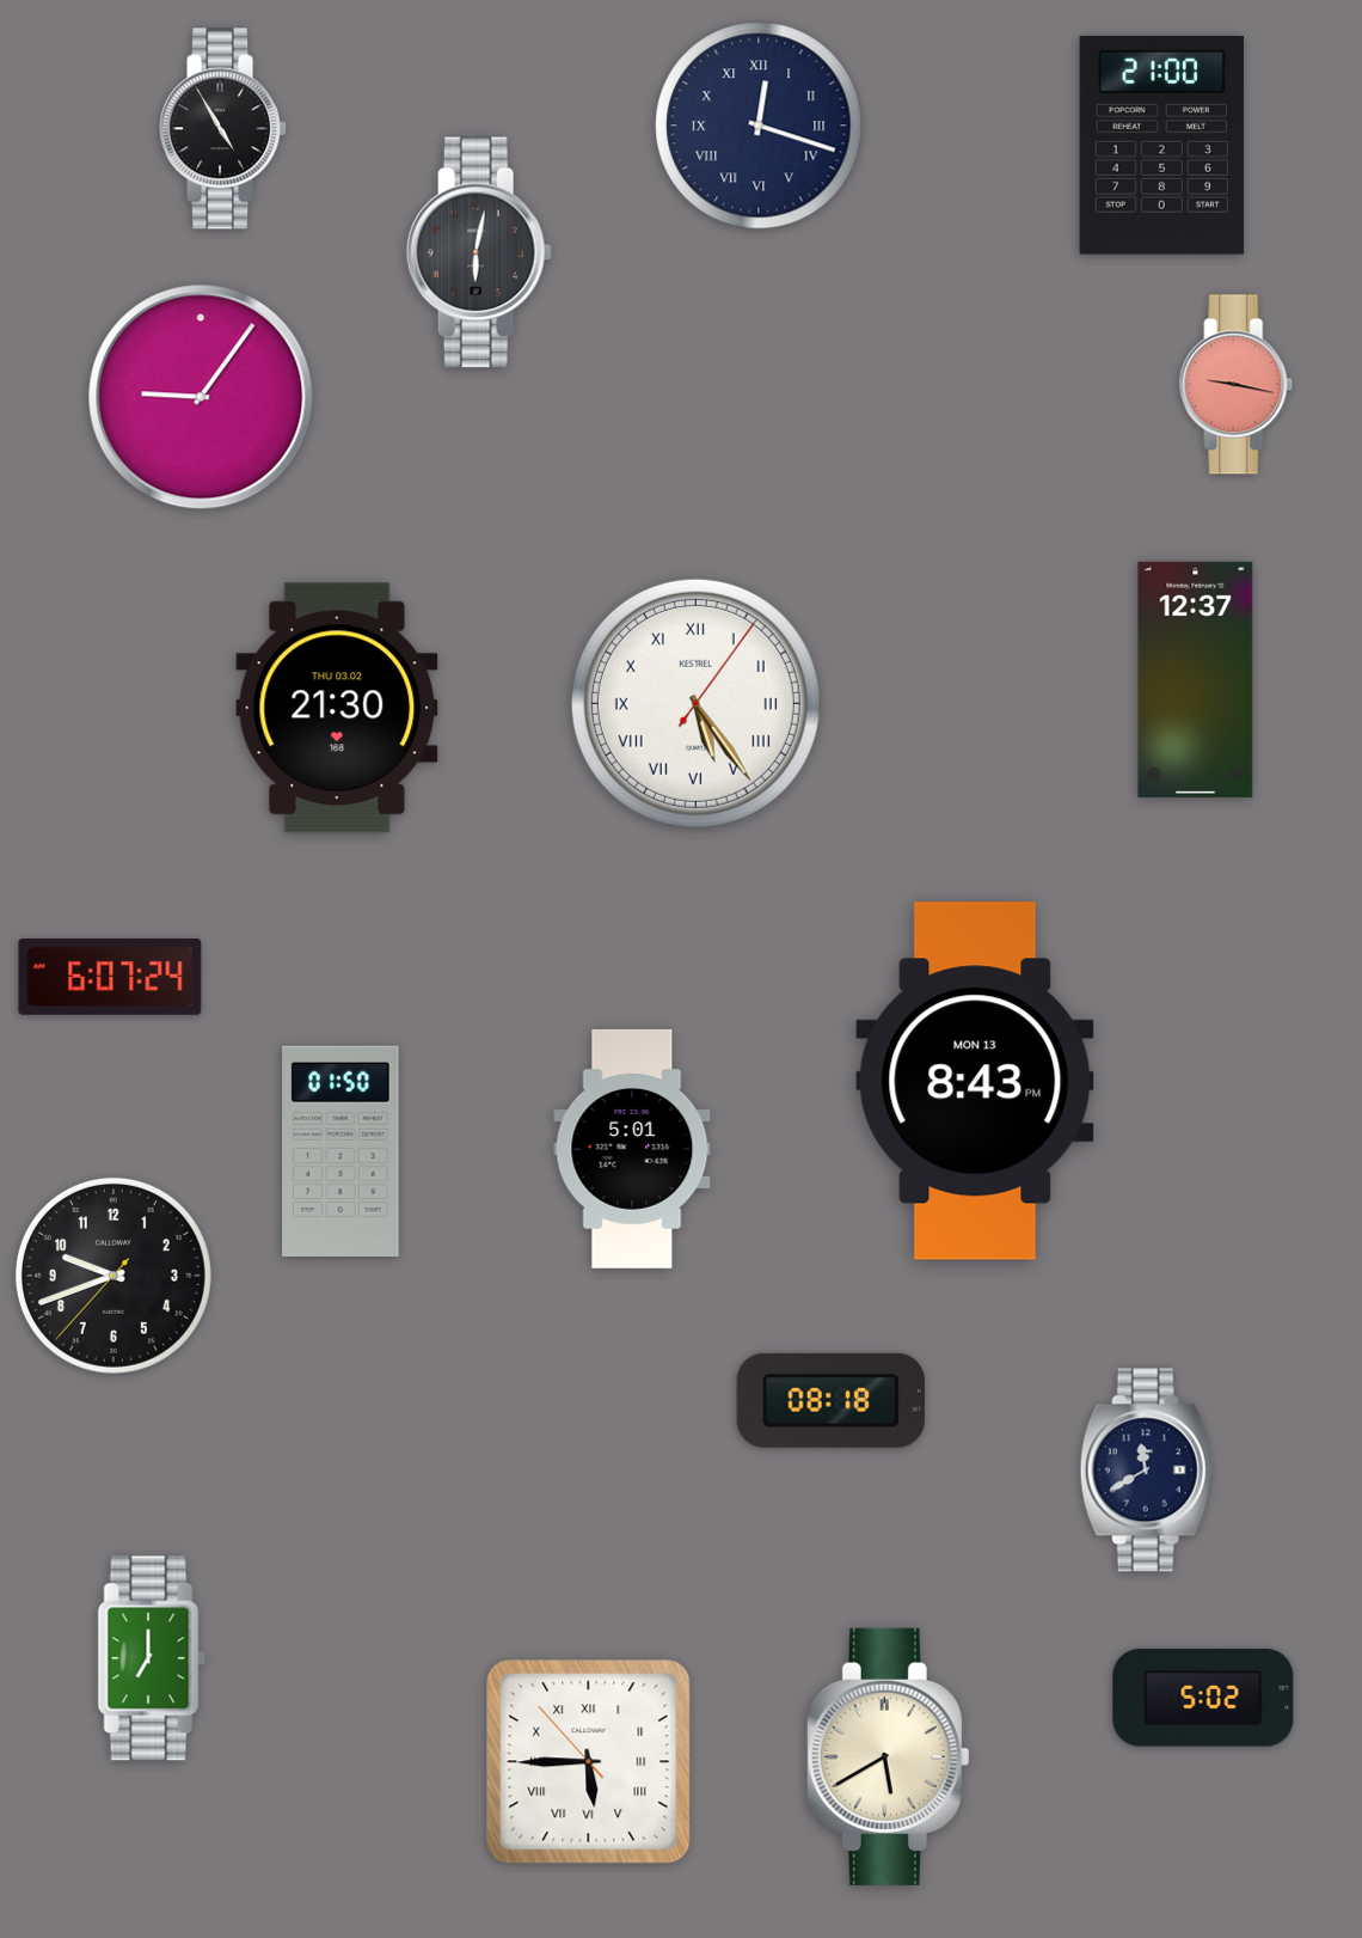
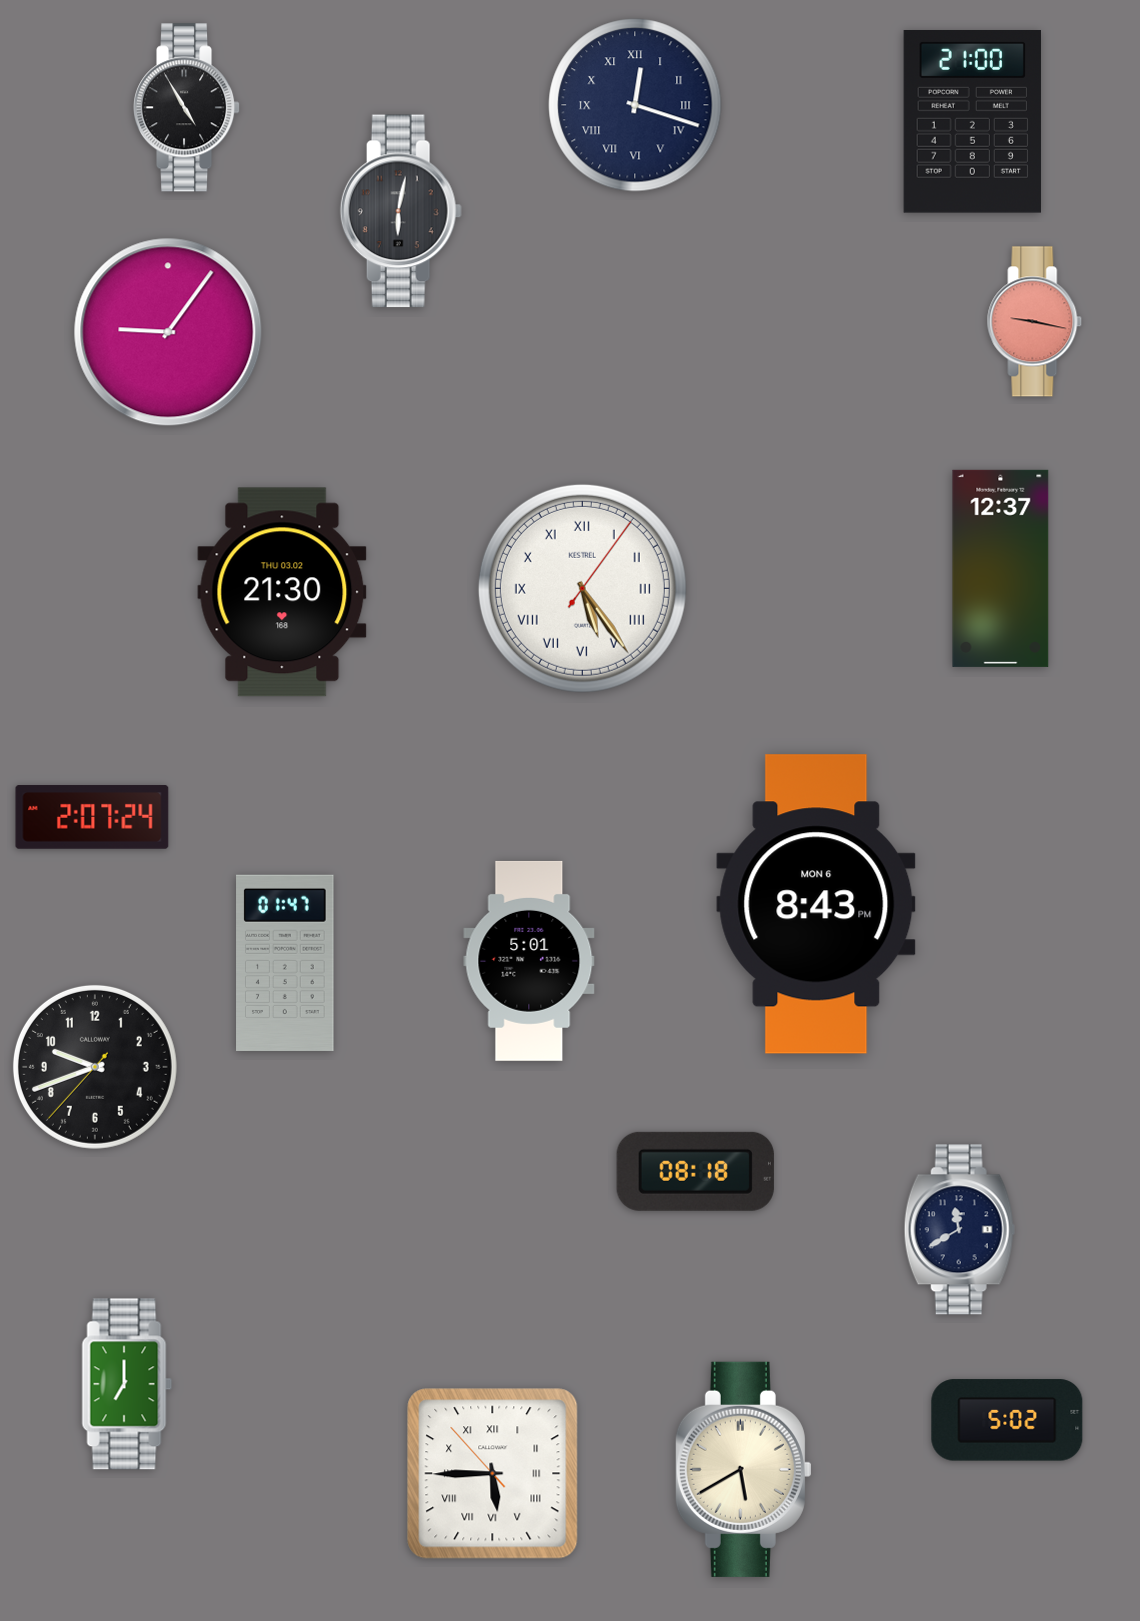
clock at (110, 977): 6:07 -> 2:07
clock at (975, 1081) date: MON 13 -> MON 6
clock at (340, 1151): 01:50 -> 01:47
clock at (152, 1658) position: (152, 1658) -> (127, 1384)
